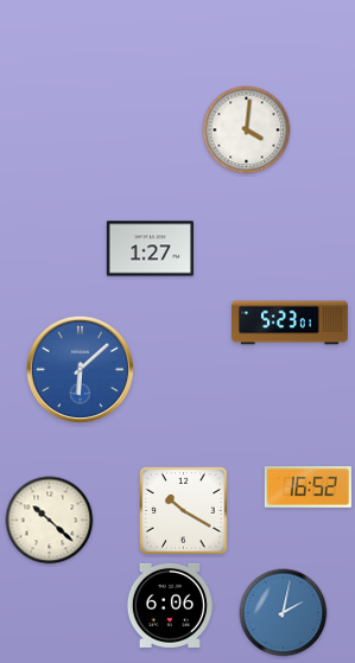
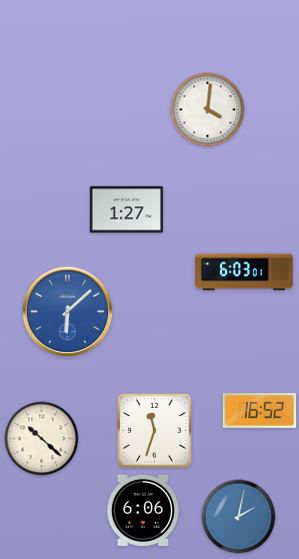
clock at (290, 323): 5:23 -> 6:03
clock at (184, 511): 10:20 -> 11:33
